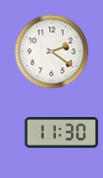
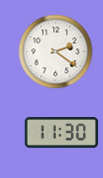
clock at (52, 52) position: (52, 52) -> (56, 52)
